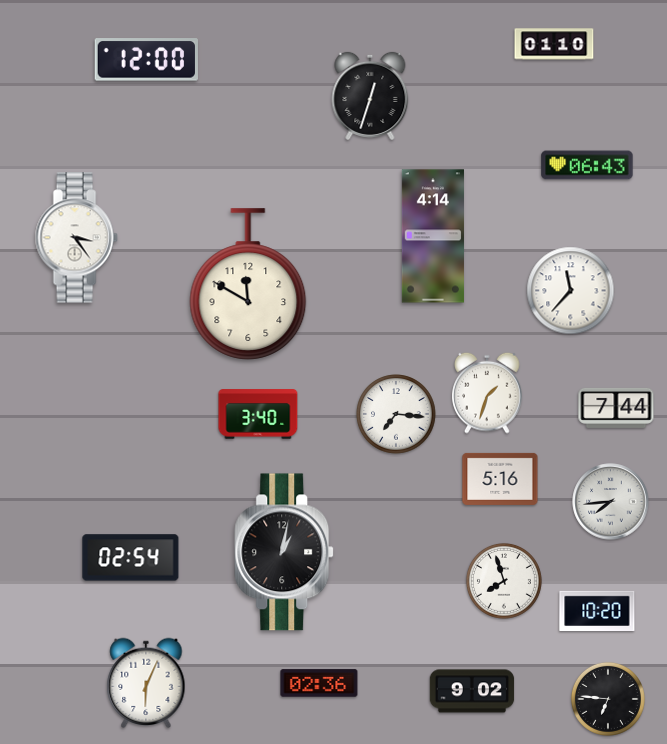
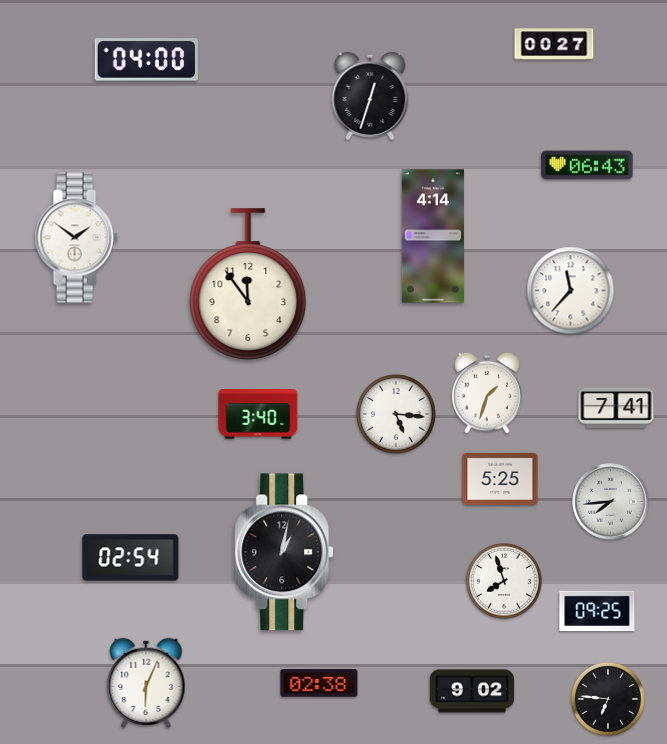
clock at (554, 44): 01:10 -> 00:27
clock at (146, 60): 12:00 -> 04:00
clock at (76, 238): 3:24 -> 1:51
clock at (248, 284): 11:50 -> 11:54
clock at (616, 408): 7:44 -> 7:41
clock at (396, 414): 7:16 -> 5:16
clock at (500, 479): 5:16 -> 5:25
clock at (597, 610): 10:20 -> 09:25
clock at (319, 683): 02:36 -> 02:38
